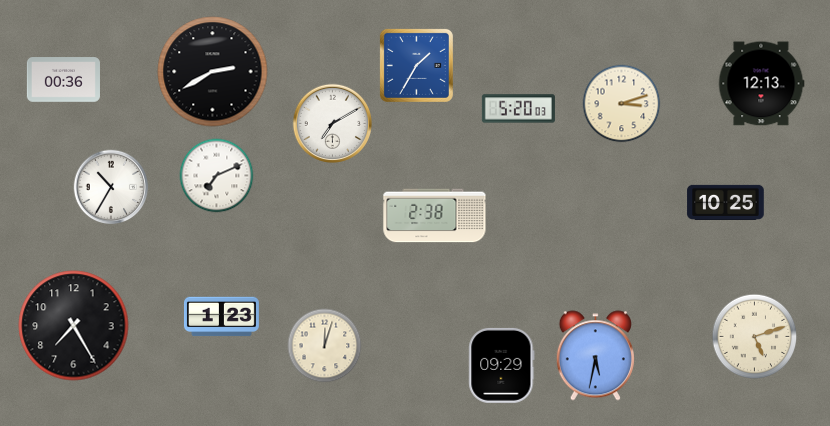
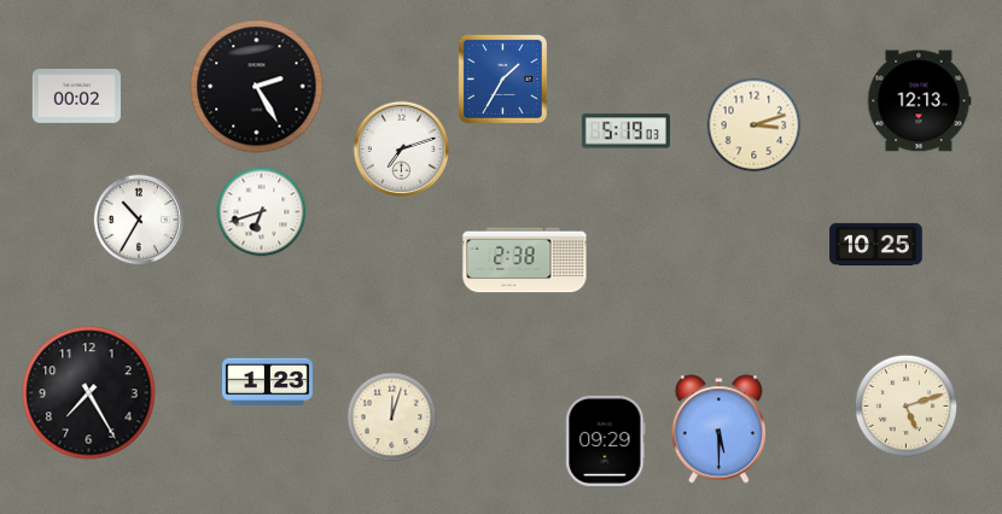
clock at (213, 72): 2:40 -> 2:25
clock at (63, 80): 00:36 -> 00:02
clock at (622, 104) position: (622, 104) -> (755, 125)
clock at (518, 109): 5:20 -> 5:19
clock at (333, 124): 7:10 -> 7:12
clock at (217, 176): 7:11 -> 6:42
clock at (111, 187) position: (111, 187) -> (139, 220)
clock at (755, 337) position: (755, 337) -> (907, 407)
clock at (595, 356): 5:32 -> 5:30
